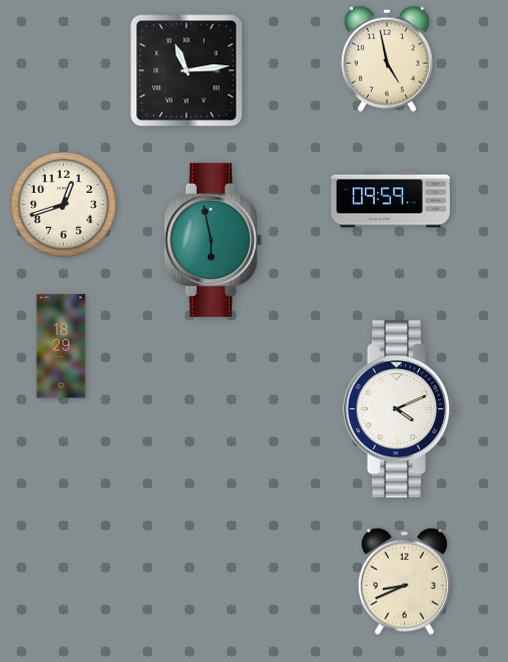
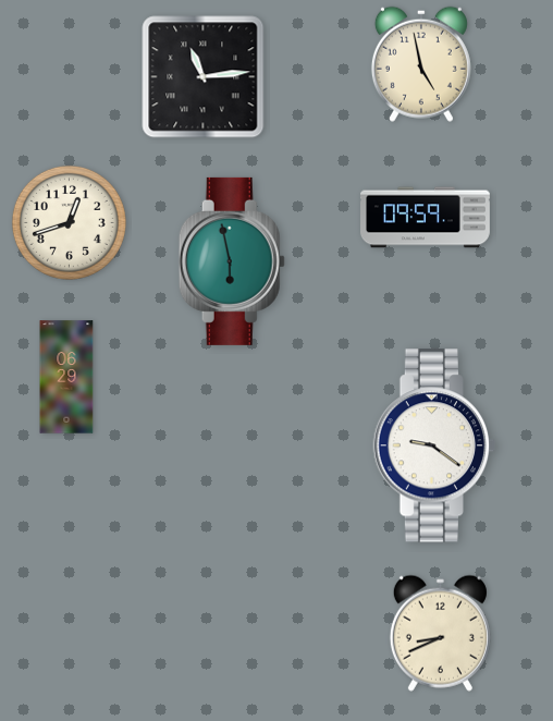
clock at (61, 346): 18:29 -> 06:29
clock at (399, 409): 4:11 -> 9:21
